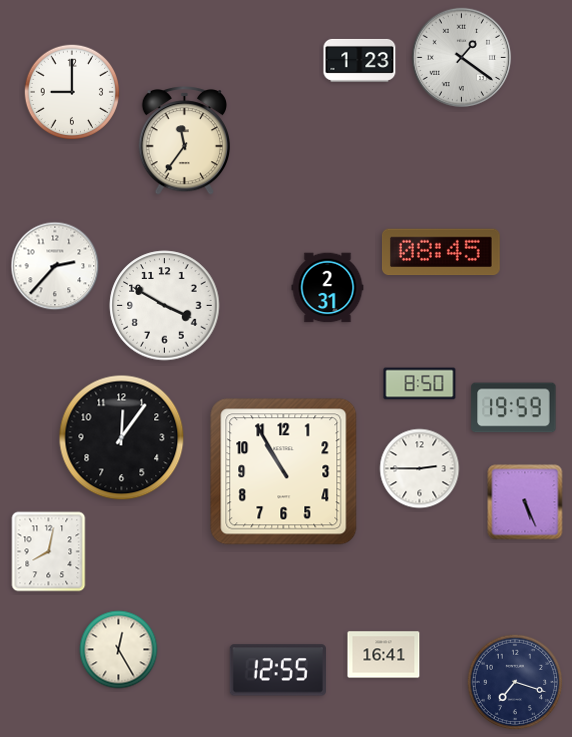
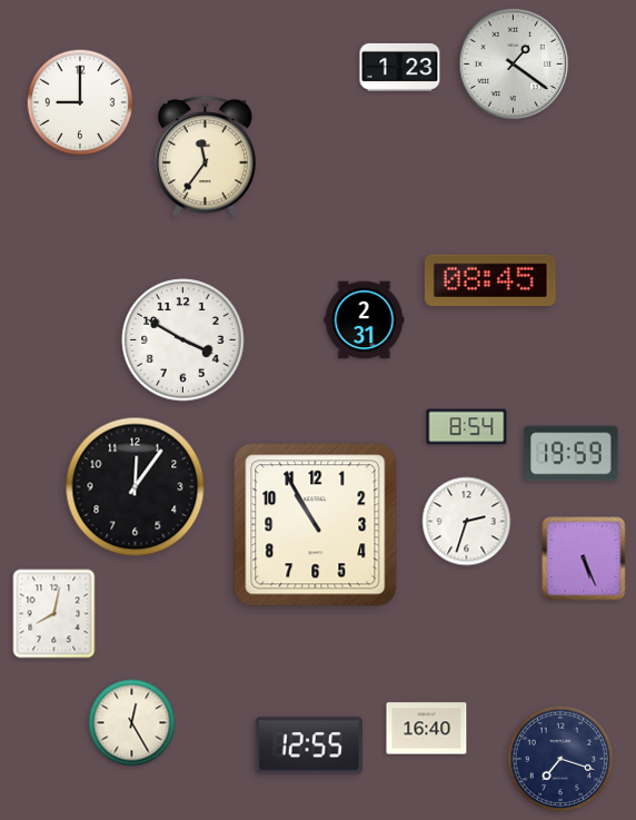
clock at (55, 266): 2:37 -> none
clock at (420, 384): 8:50 -> 8:54
clock at (420, 469): 2:45 -> 2:33
clock at (384, 655): 16:41 -> 16:40
clock at (515, 682) position: (515, 682) -> (560, 759)
